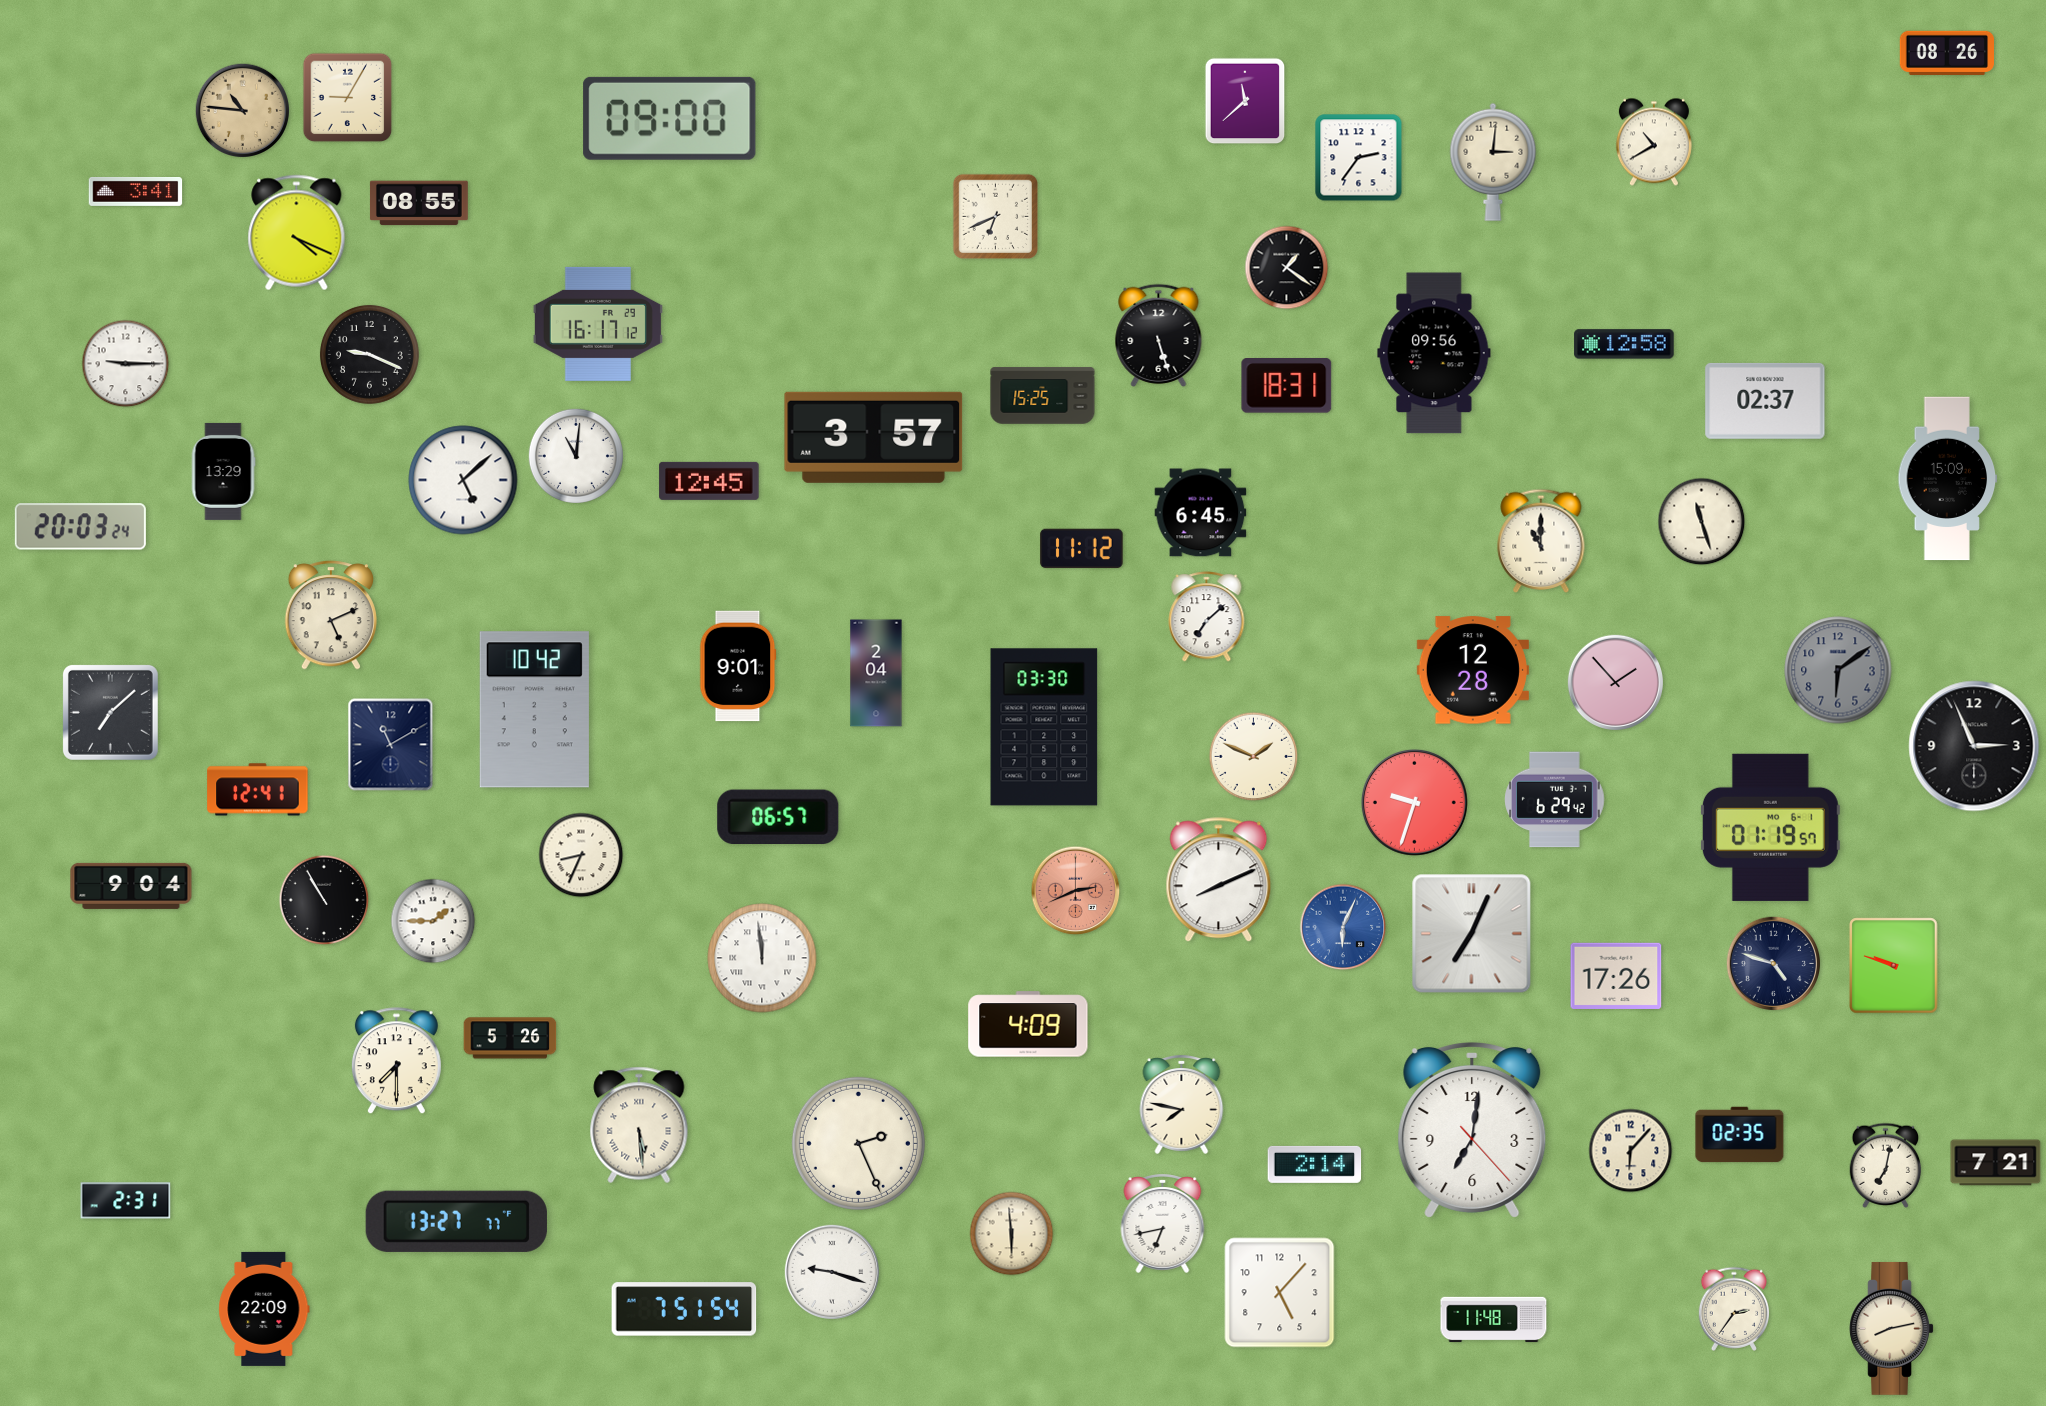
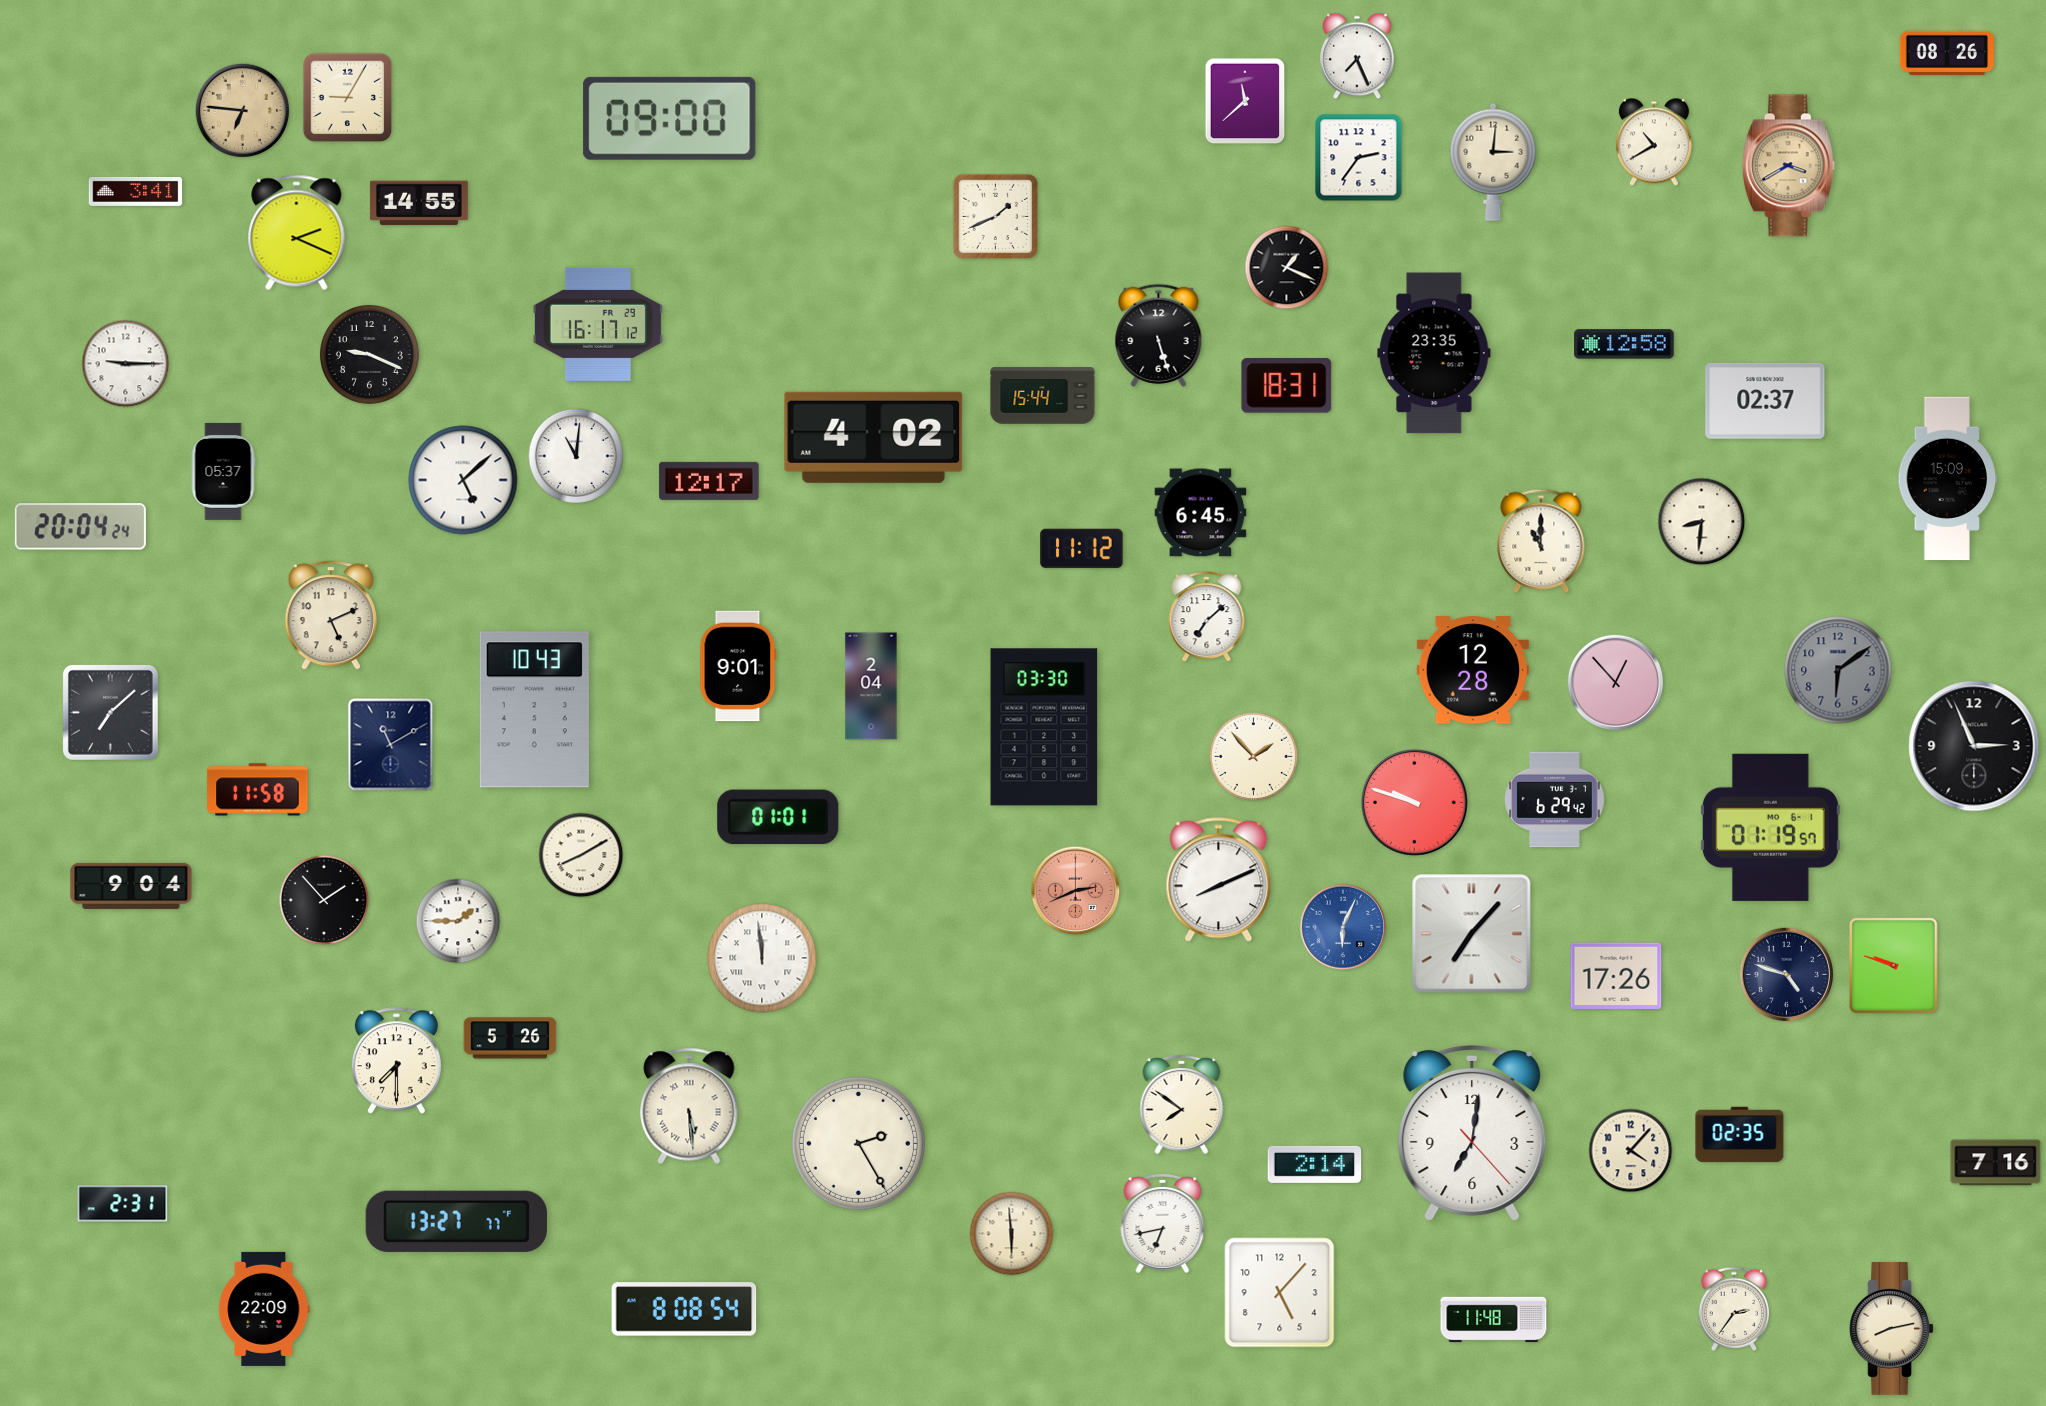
clock at (1358, 56): none -> 7:26
clock at (243, 111): 10:46 -> 6:46
clock at (1788, 166): none -> 3:40
clock at (419, 203): 08:55 -> 14:55
clock at (996, 217): 6:41 -> 1:41
clock at (297, 233): 4:19 -> 2:19
clock at (1287, 268): 1:21 -> 1:19
clock at (1434, 353): 09:56 -> 23:35
clock at (1043, 396): 15:25 -> 15:44
clock at (874, 437): 3:57 -> 4:02
clock at (223, 471): 13:29 -> 05:37
clock at (709, 481): 12:45 -> 12:17
clock at (1702, 522): 11:27 -> 8:31
clock at (80, 527): 20:03 -> 20:04
clock at (876, 673) position: (876, 673) -> (871, 686)
clock at (1615, 682): 1:53 -> 12:53
clock at (534, 710): 10:42 -> 10:43
clock at (1254, 757): 1:49 -> 1:53
clock at (258, 790): 12:41 -> 11:58
clock at (1414, 802): 9:33 -> 9:48
clock at (778, 816): 06:57 -> 01:01
clock at (581, 855): 8:34 -> 8:10
clock at (324, 900): 10:55 -> 1:53
clock at (433, 921) position: (433, 921) -> (458, 921)
clock at (1472, 934): 7:04 -> 7:07
clock at (1774, 964) position: (1774, 964) -> (1787, 975)
clock at (1028, 1024): 4:09 -> none
clock at (1182, 1104): 7:47 -> 7:51
clock at (639, 1125) position: (639, 1125) -> (689, 1106)
clock at (1472, 1130) position: (1472, 1130) -> (1472, 1133)
clock at (858, 1143): 2:26 -> 2:25
clock at (1631, 1151): 6:07 -> 4:07
clock at (1996, 1163): 7:21 -> 7:16
clock at (1886, 1165): 7:02 -> none
clock at (126, 1201) position: (126, 1201) -> (123, 1204)
clock at (831, 1271): 9:18 -> none
clock at (684, 1309): 7:51 -> 8:08
